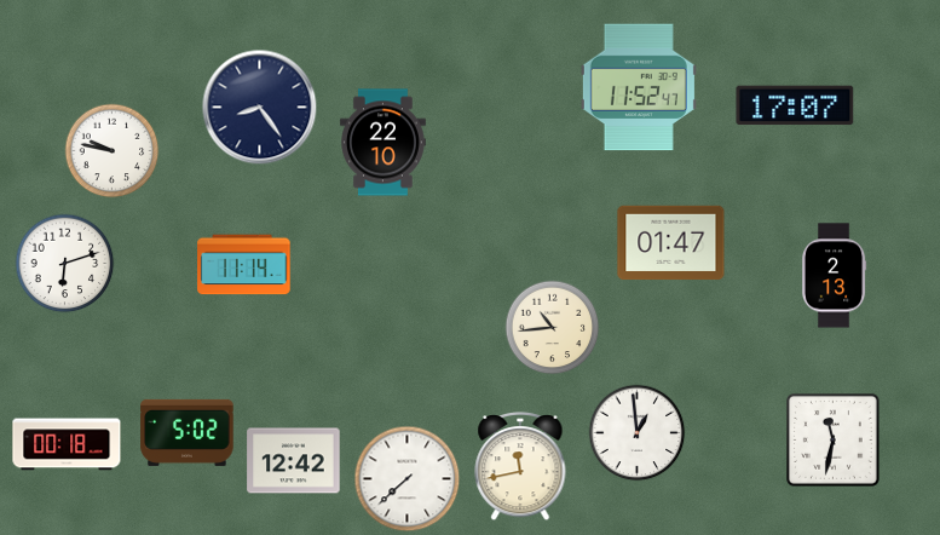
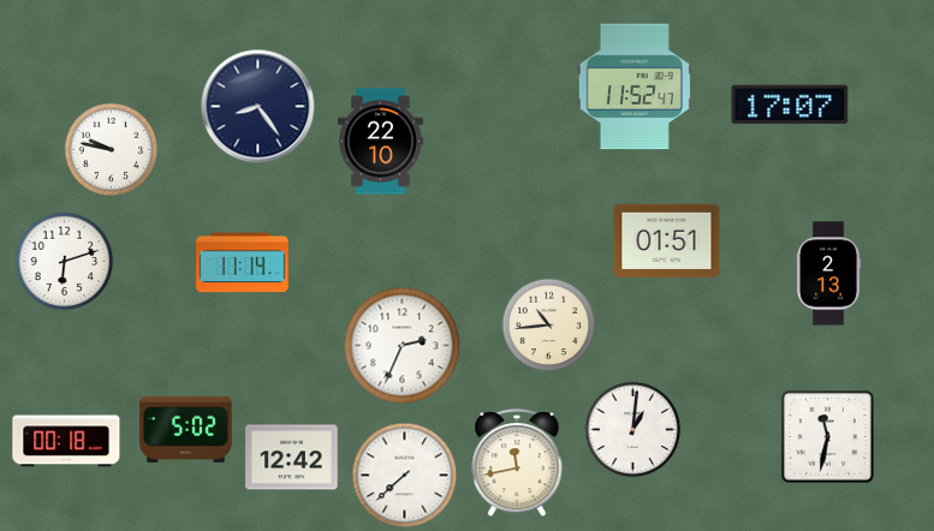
clock at (671, 243): 01:47 -> 01:51
clock at (401, 345): none -> 2:34
clock at (636, 432): 12:59 -> 1:01
